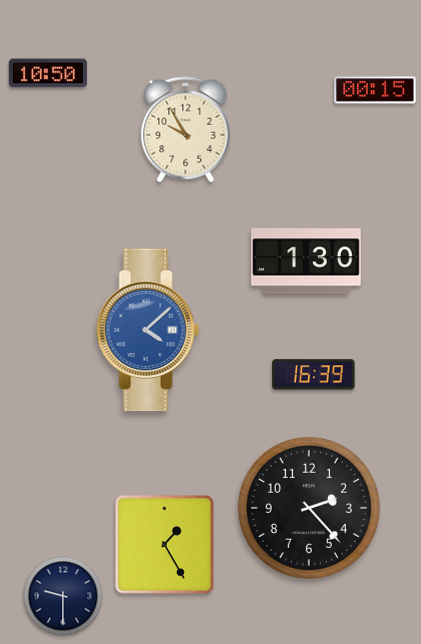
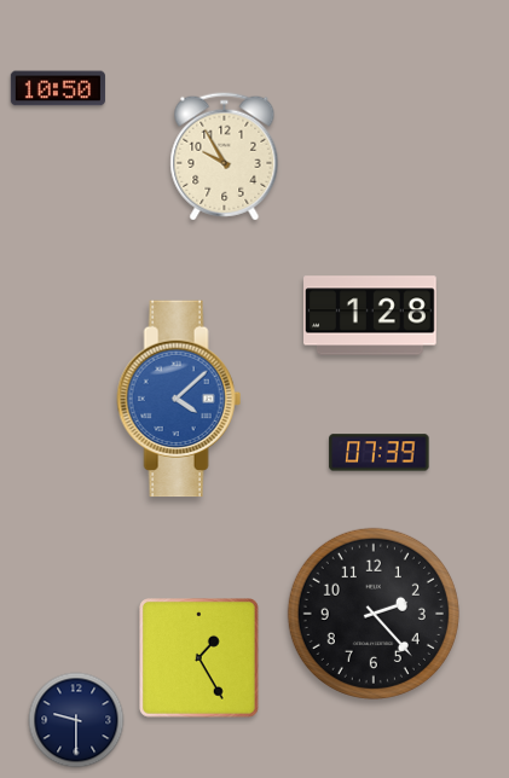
clock at (375, 90): 00:15 -> none
clock at (307, 261): 1:30 -> 1:28
clock at (314, 375): 16:39 -> 07:39
